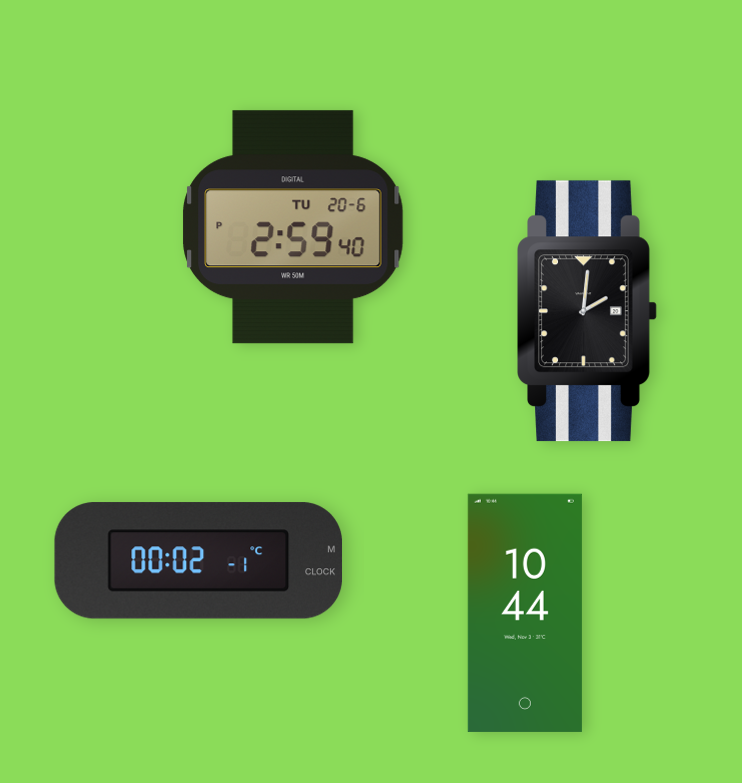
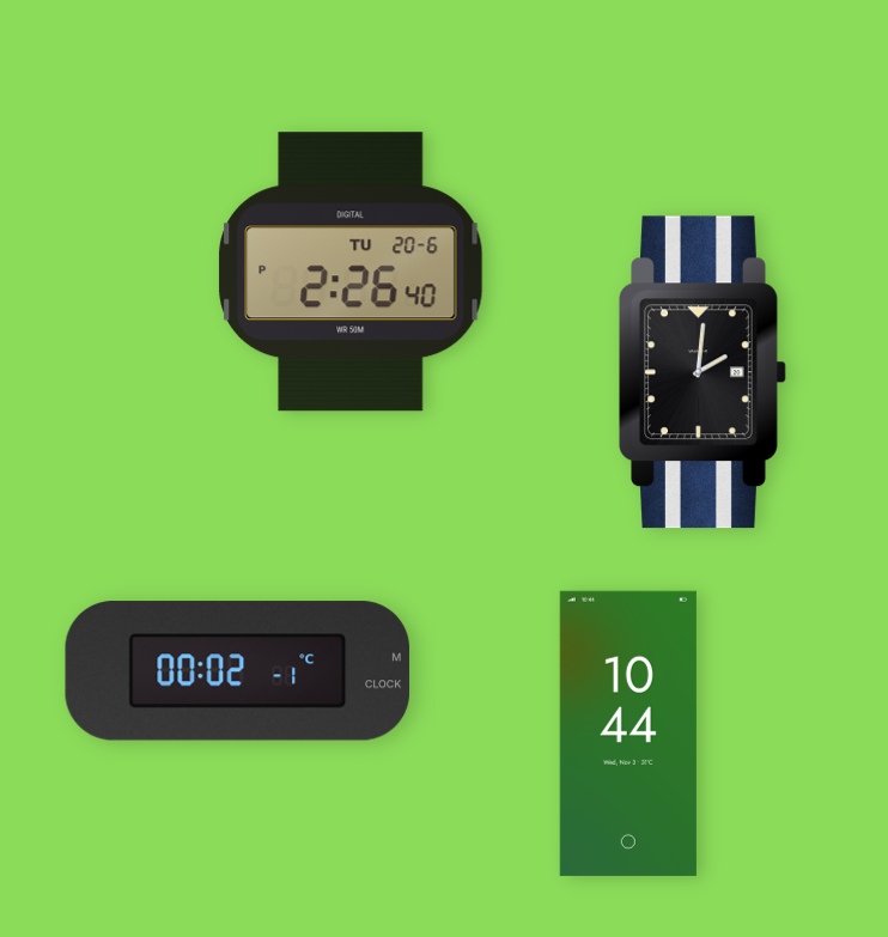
clock at (294, 227): 2:59 -> 2:26
